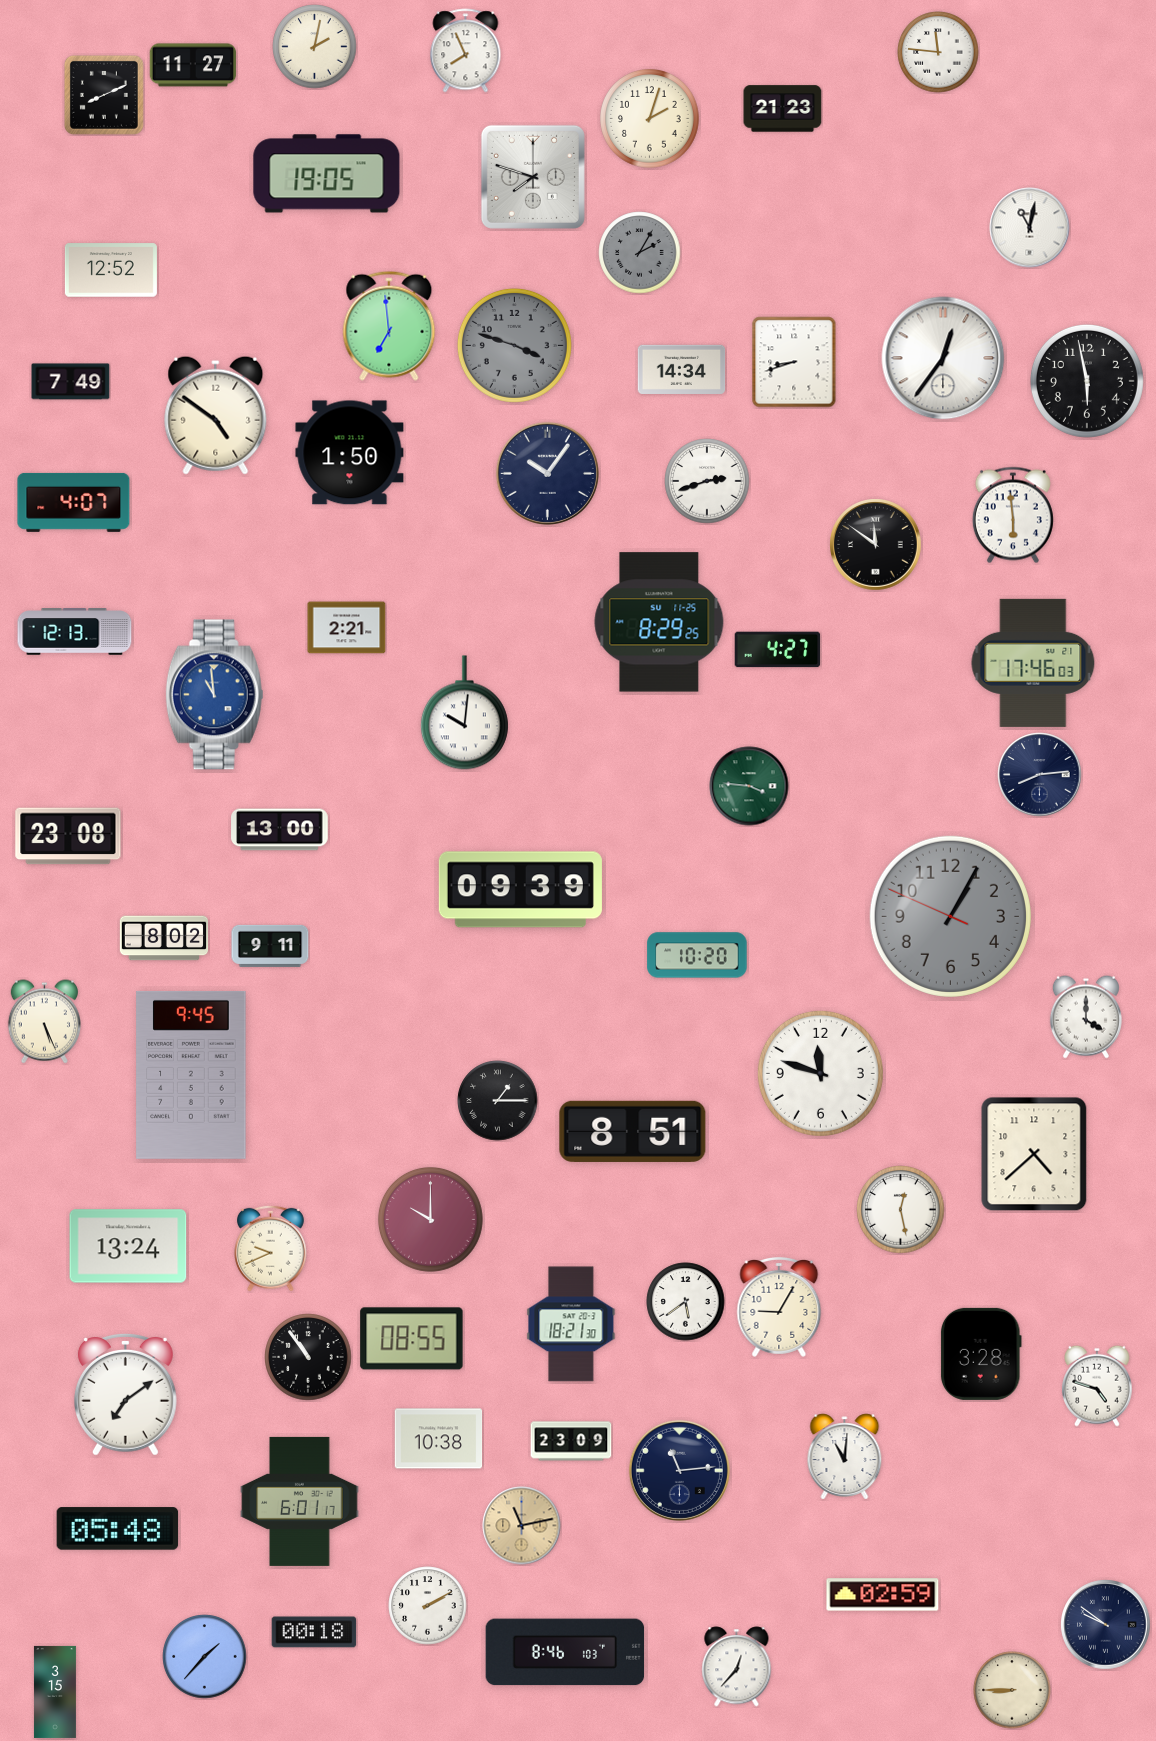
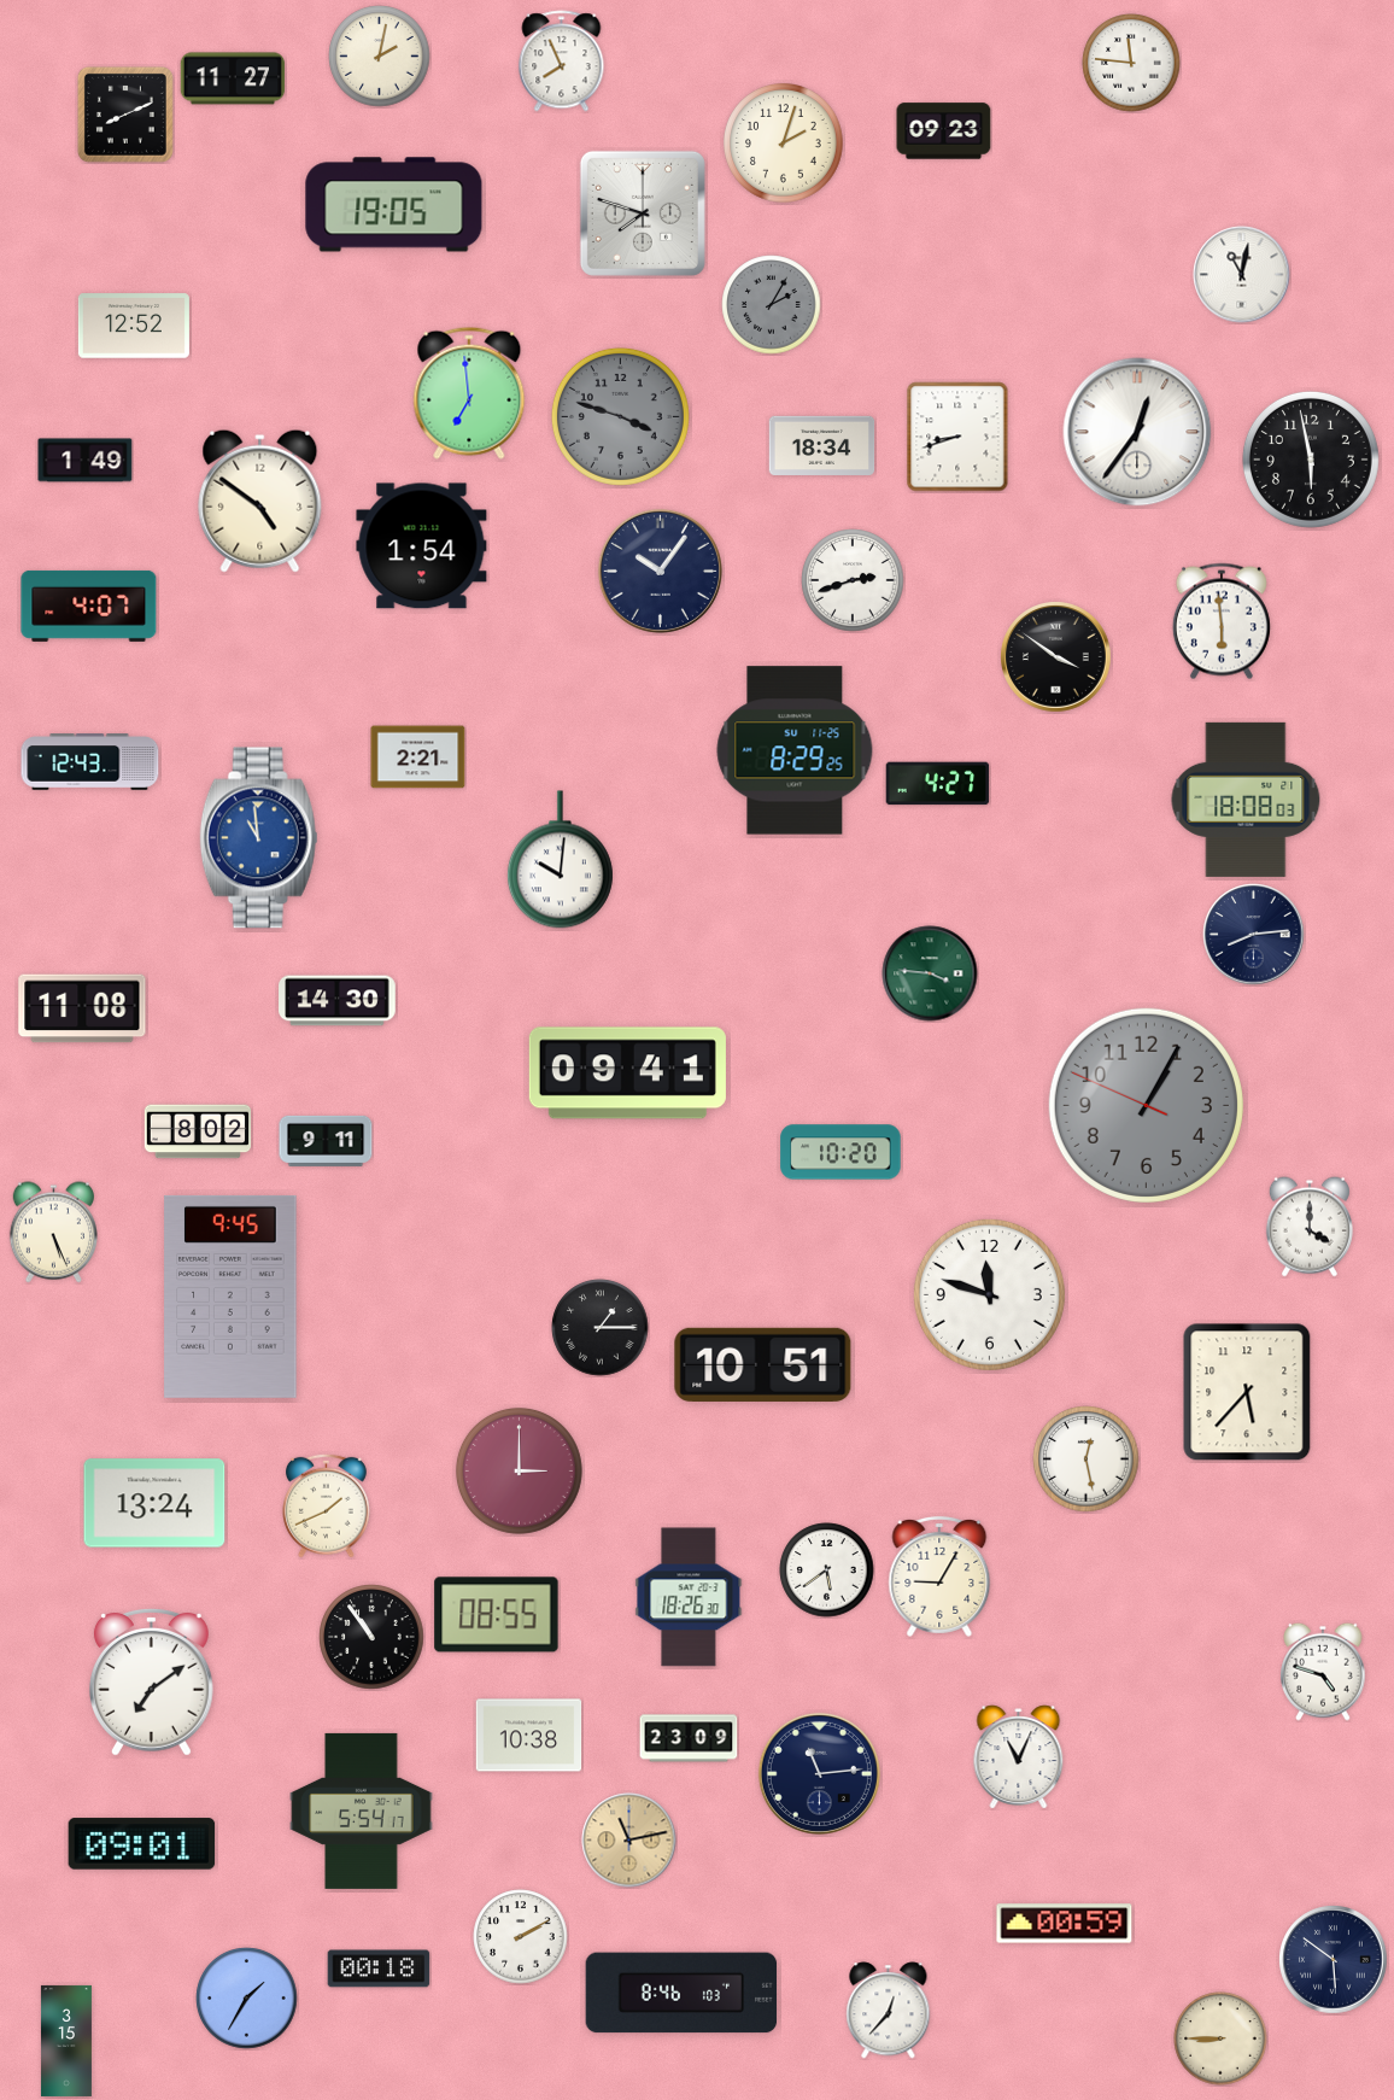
clock at (783, 109): 21:23 -> 09:23
clock at (327, 174) position: (327, 174) -> (394, 205)
clock at (682, 369): 14:34 -> 18:34
clock at (71, 382): 7:49 -> 1:49
clock at (350, 453): 1:50 -> 1:54
clock at (876, 545): 11:51 -> 3:51
clock at (75, 632): 12:13 -> 12:43
clock at (1033, 663): 17:46 -> 18:08
clock at (749, 786) position: (749, 786) -> (930, 973)
clock at (280, 830): 13:00 -> 14:30
clock at (68, 836): 23:08 -> 11:08
clock at (520, 890): 09:39 -> 09:41
clock at (633, 1131): 8:51 -> 10:51
clock at (1034, 1154): 4:38 -> 5:37
clock at (430, 1219): 10:00 -> 3:00
clock at (271, 1248): 9:41 -> 1:41
clock at (571, 1324): 18:21 -> 18:26
clock at (981, 1354): 3:28 -> none
clock at (845, 1457): 11:01 -> 11:04
clock at (300, 1501): 6:01 -> 5:54
clock at (118, 1529): 05:48 -> 09:01
clock at (883, 1595): 02:59 -> 00:59
clock at (428, 1606) position: (428, 1606) -> (521, 1937)
clock at (1106, 1625): 9:51 -> 5:51
clock at (205, 1657): 1:37 -> 1:35
